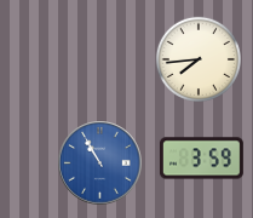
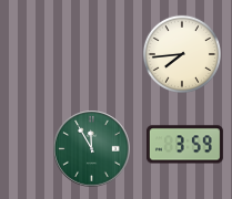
clock at (100, 163): 10:55 -> 11:55
clock at (100, 163) dial: blue -> green
